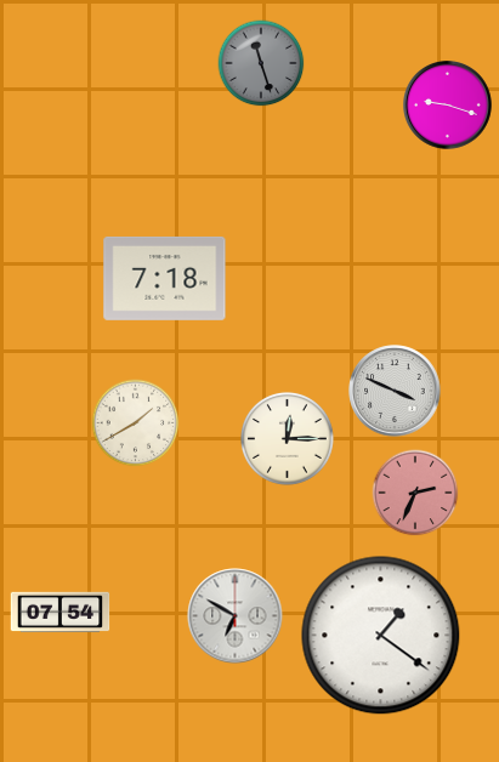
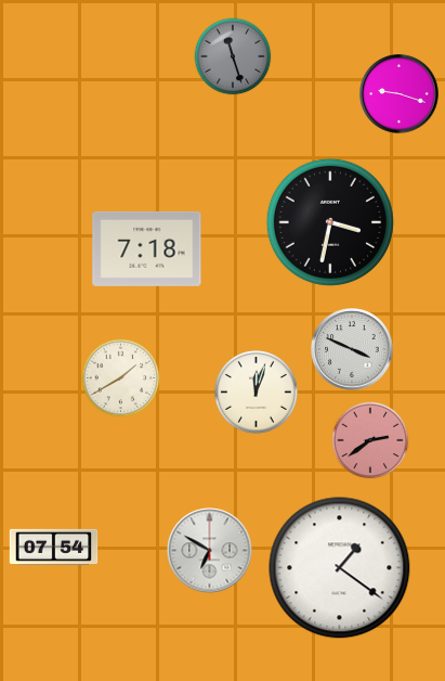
clock at (330, 222): none -> 3:32
clock at (287, 438): 12:15 -> 12:03
clock at (415, 493): 2:34 -> 2:39
